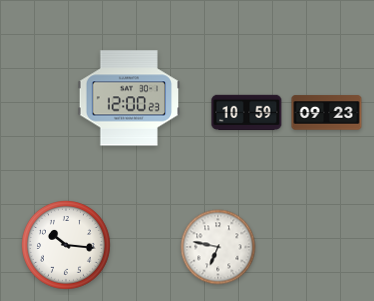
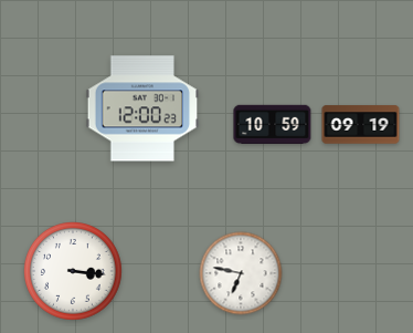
clock at (327, 113): 09:23 -> 09:19
clock at (67, 246): 10:16 -> 3:16
